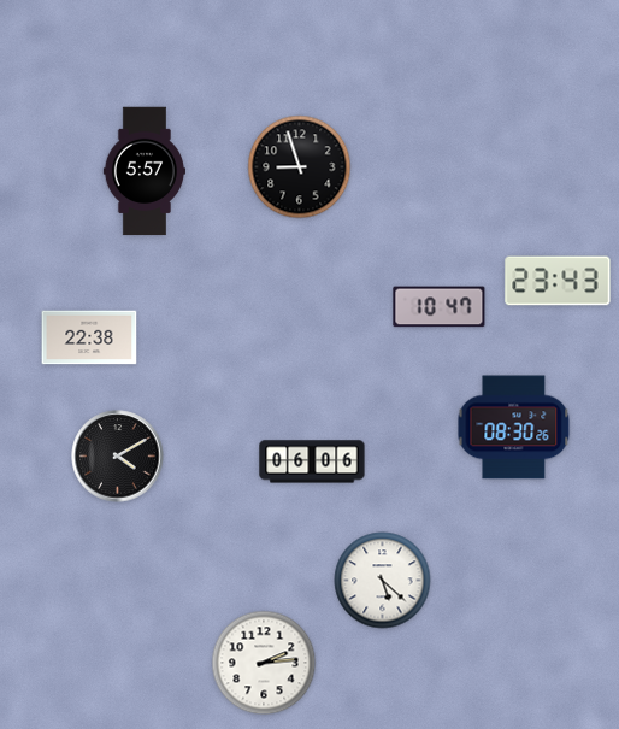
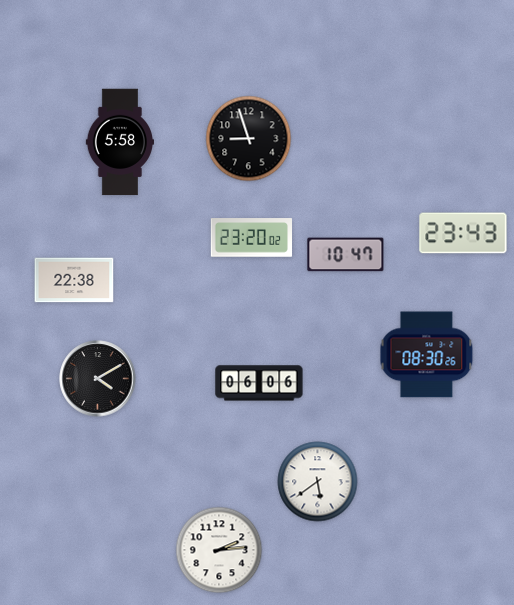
clock at (143, 171): 5:57 -> 5:58
clock at (252, 238): none -> 23:20
clock at (440, 307) position: (440, 307) -> (346, 255)
clock at (383, 581): 5:22 -> 5:39
